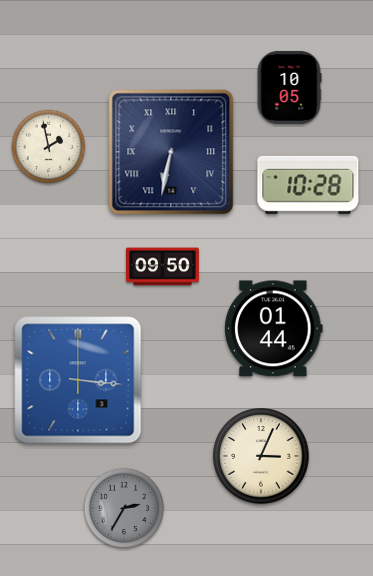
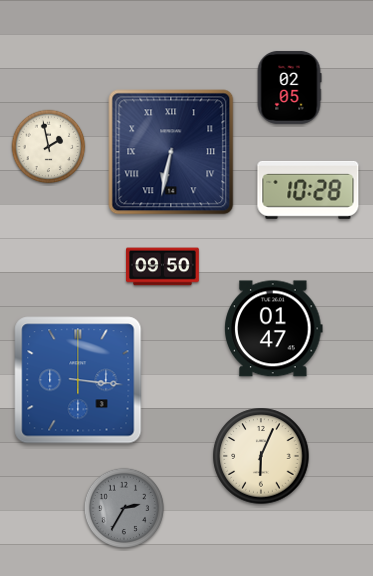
clock at (289, 87): 10:05 -> 02:05
clock at (308, 185) position: (308, 185) -> (308, 190)
clock at (274, 329): 01:44 -> 01:47
clock at (261, 456): 3:04 -> 6:04
